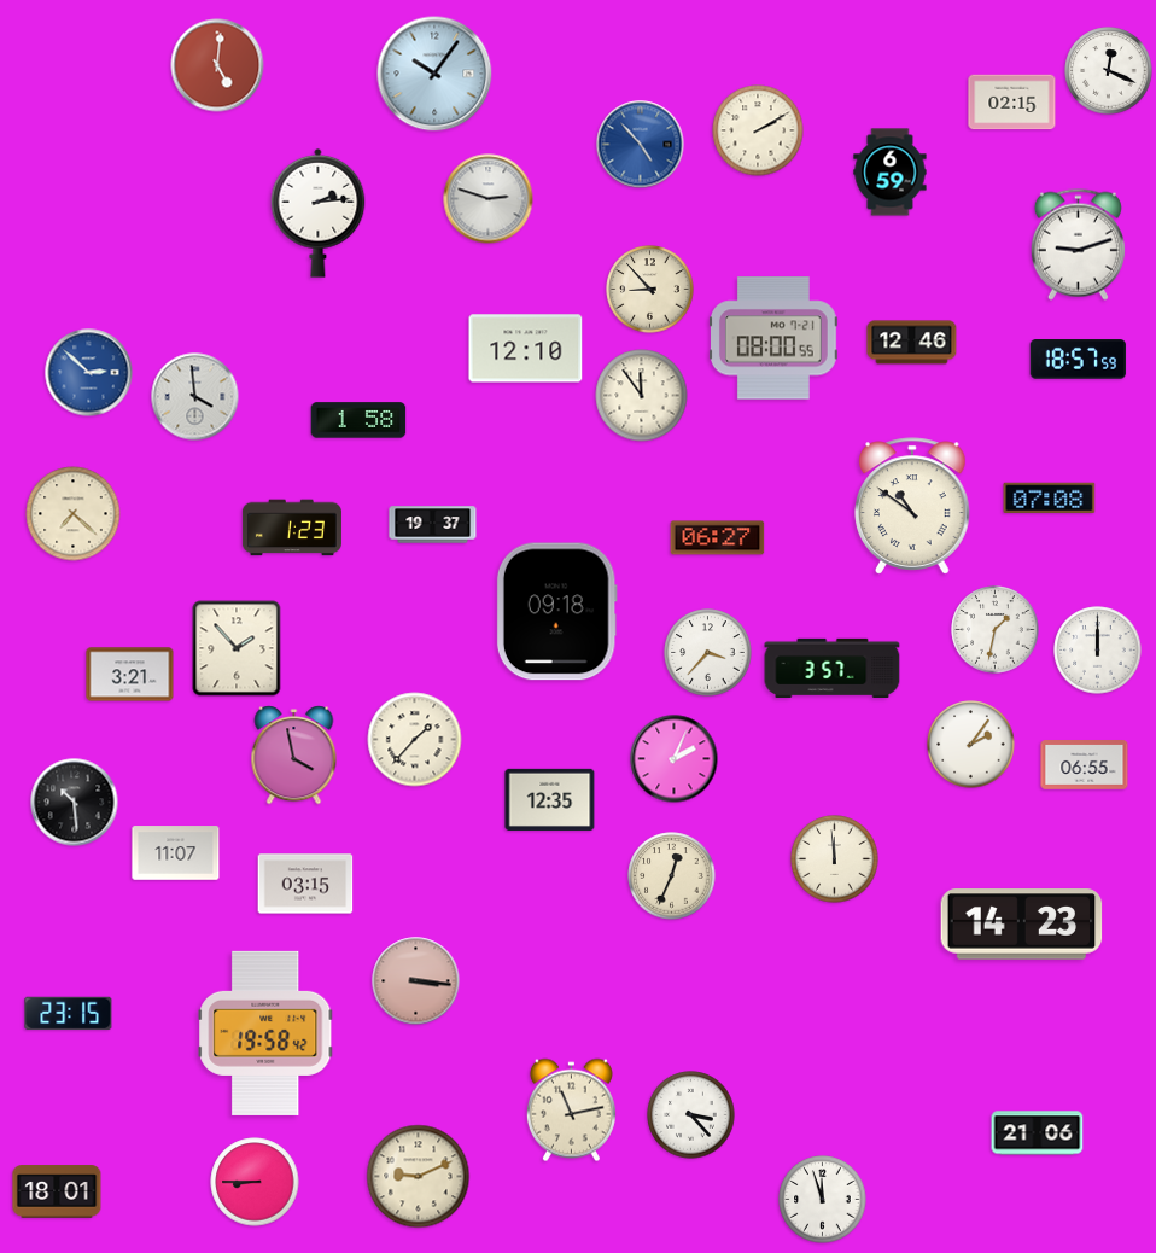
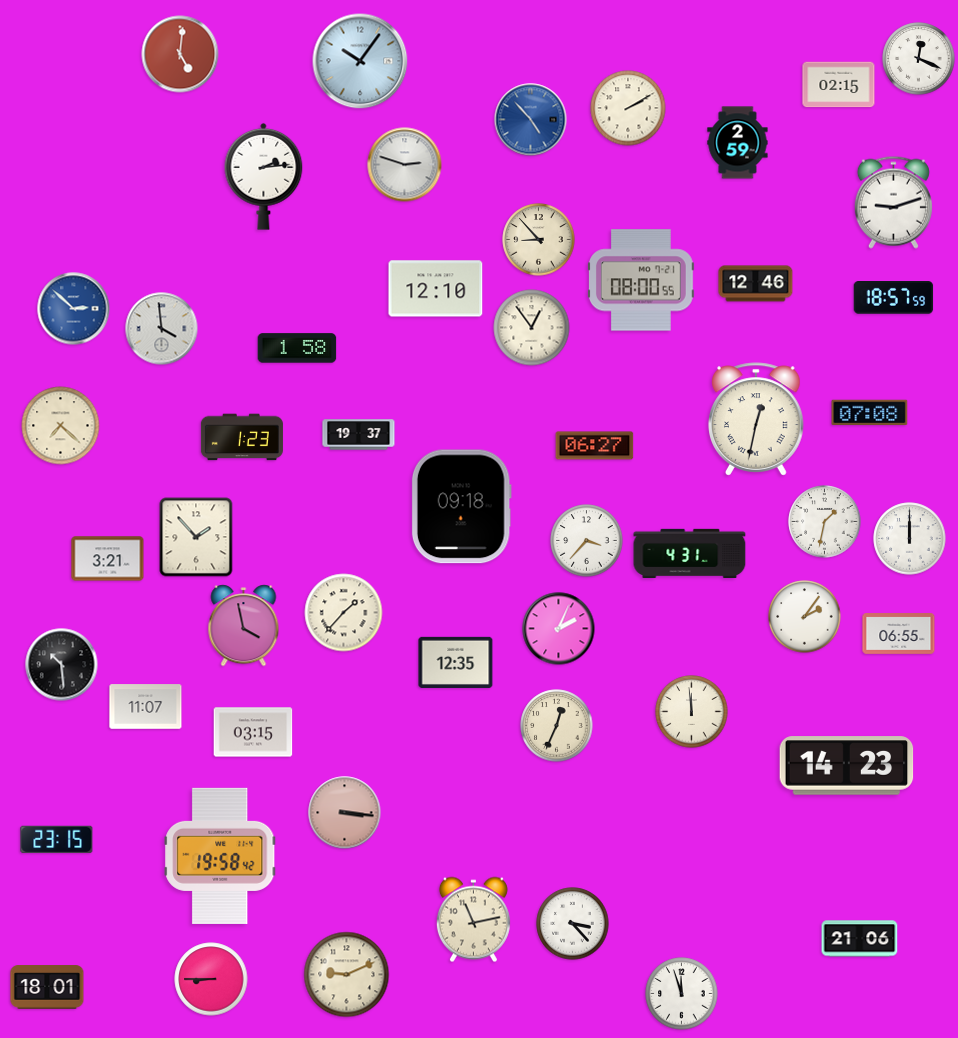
clock at (891, 173): 6:59 -> 2:59
clock at (642, 396): 11:54 -> 12:54
clock at (912, 506): 10:51 -> 12:32
clock at (833, 668): 3:57 -> 4:31
